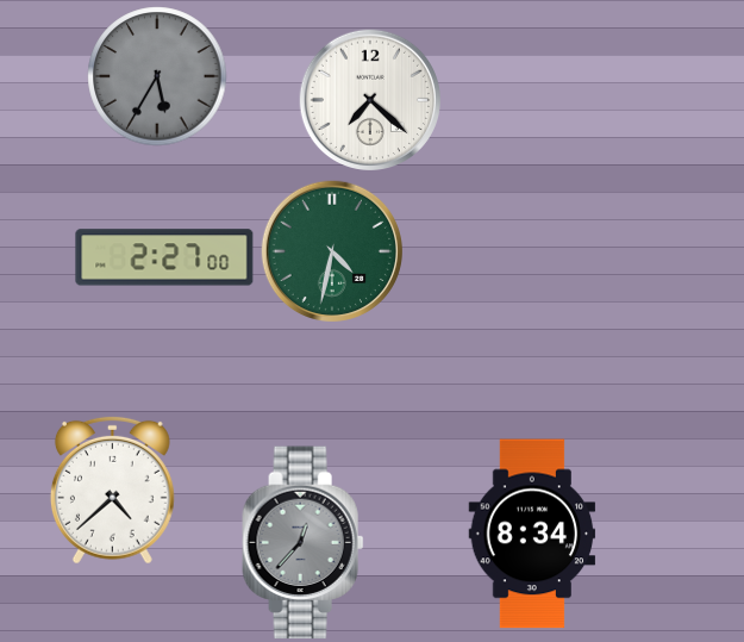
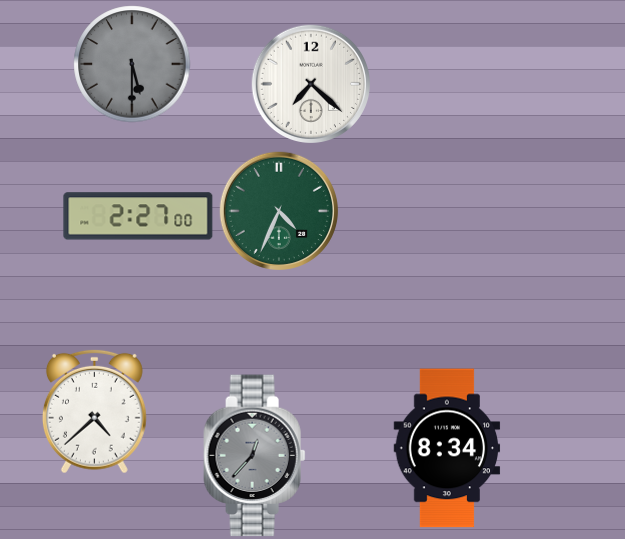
clock at (157, 76): 5:35 -> 5:30
clock at (331, 250): 4:32 -> 4:34
